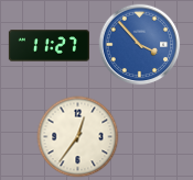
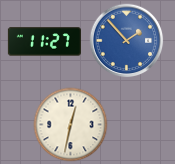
clock at (140, 45): 3:53 -> 1:53
clock at (78, 137): 12:36 -> 12:32
